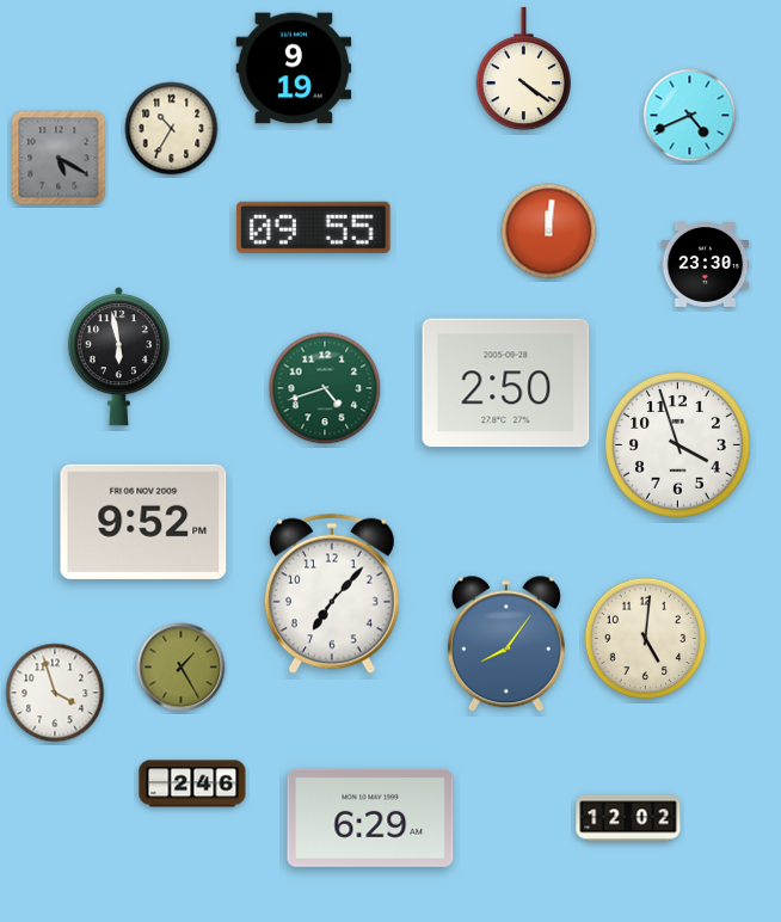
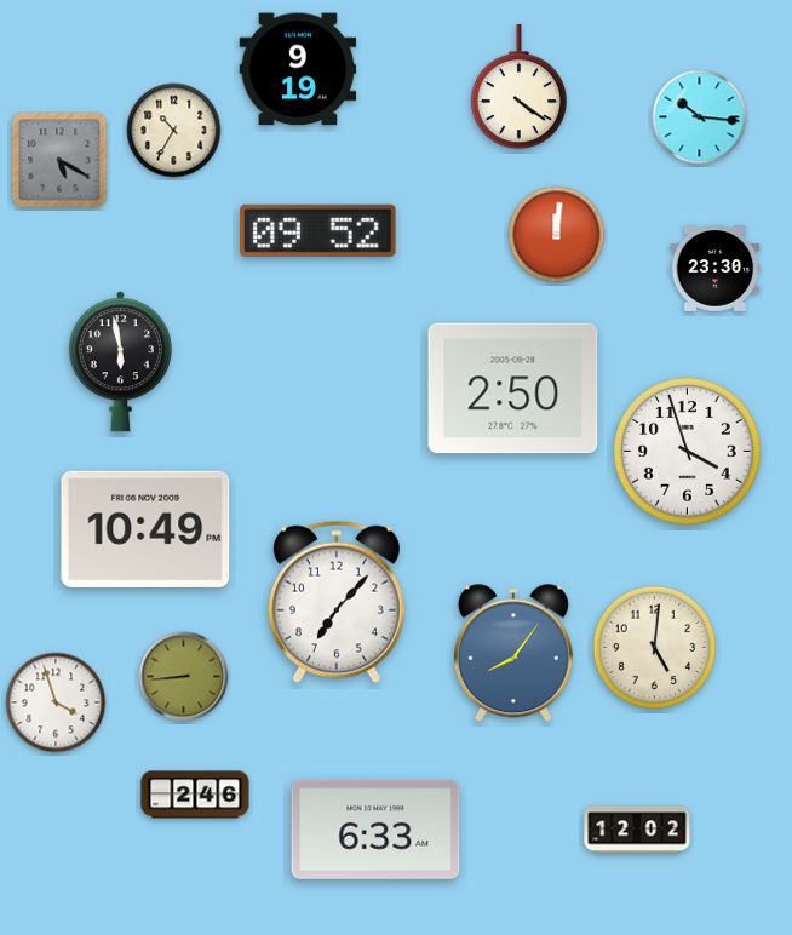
clock at (523, 69) position: (523, 69) -> (518, 87)
clock at (690, 116): 4:41 -> 10:16
clock at (314, 227): 09:55 -> 09:52
clock at (325, 388): 4:42 -> none
clock at (143, 522): 9:52 -> 10:49
clock at (182, 668): 1:25 -> 8:44
clock at (370, 818): 6:29 -> 6:33
